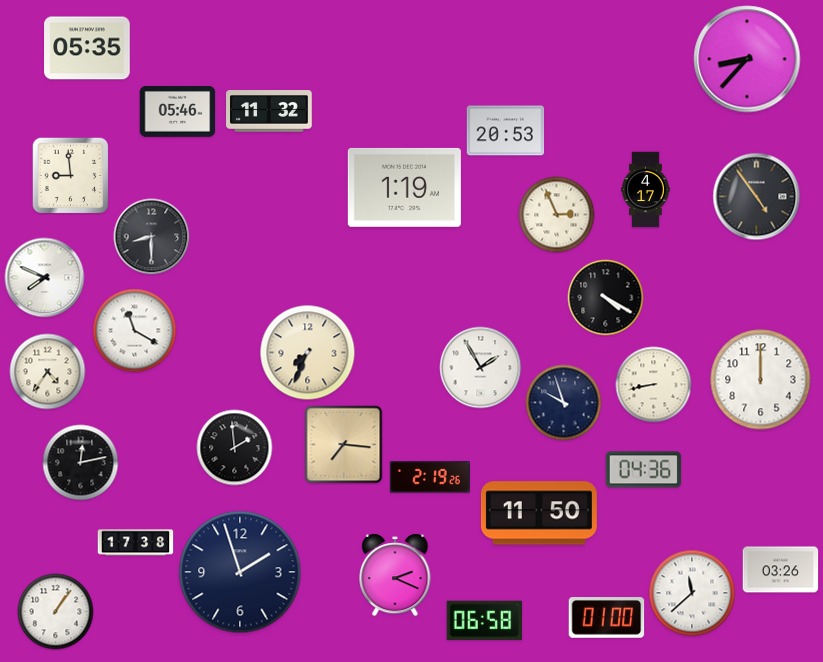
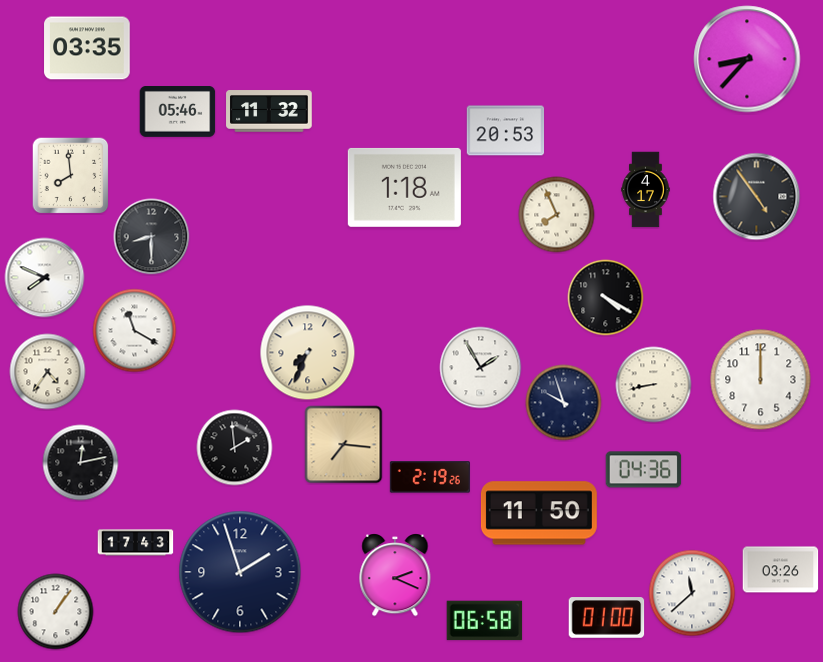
clock at (87, 48): 05:35 -> 03:35
clock at (70, 175): 8:59 -> 7:59
clock at (404, 187): 1:19 -> 1:18
clock at (557, 215): 2:56 -> 7:56
clock at (136, 543): 17:38 -> 17:43
